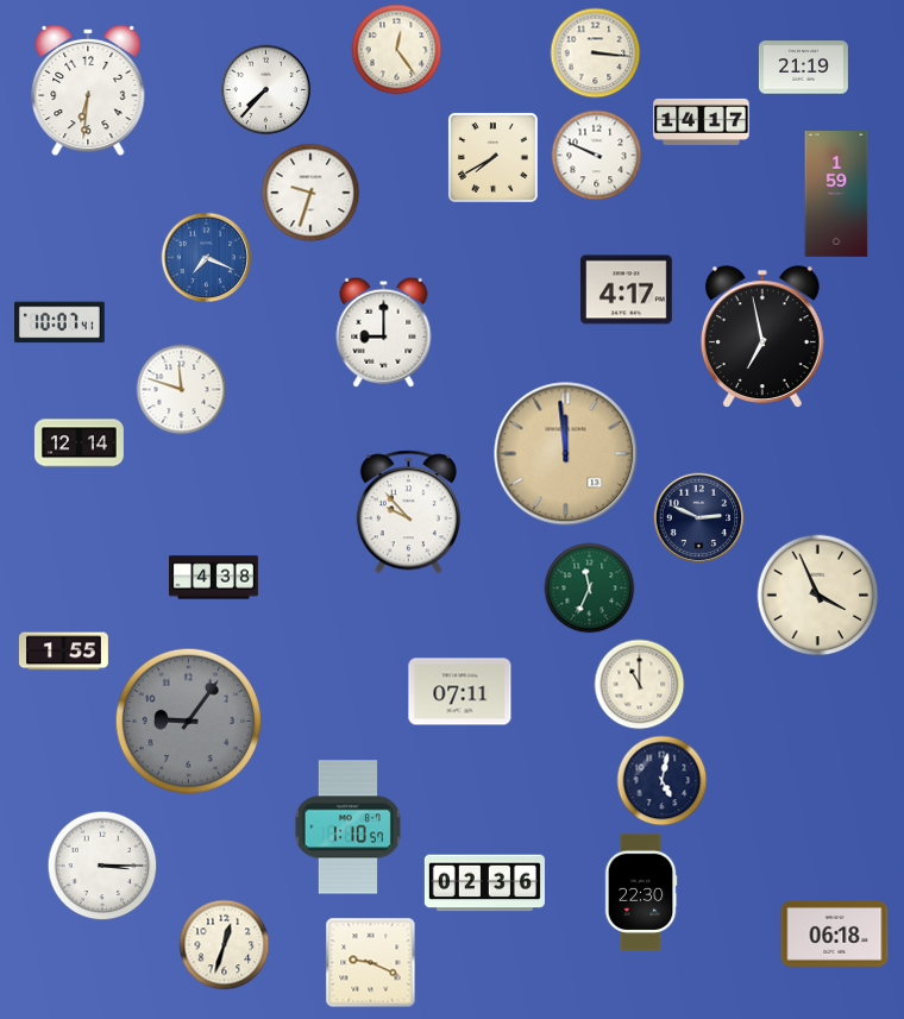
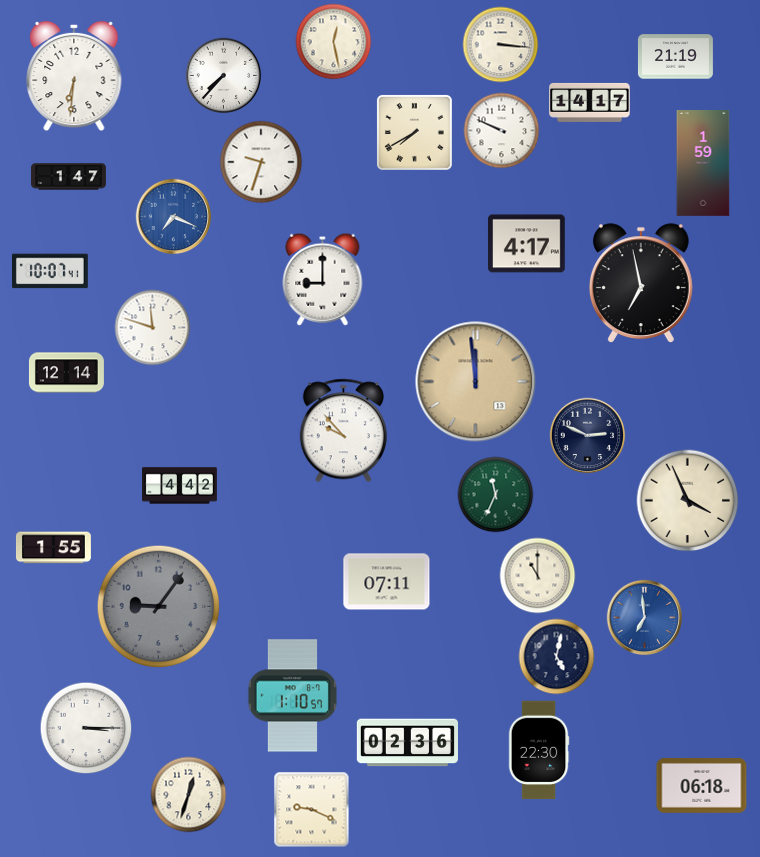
clock at (397, 50): 12:24 -> 12:28
clock at (69, 177): none -> 1:47
clock at (214, 578): 4:38 -> 4:42
clock at (645, 618): none -> 6:59
